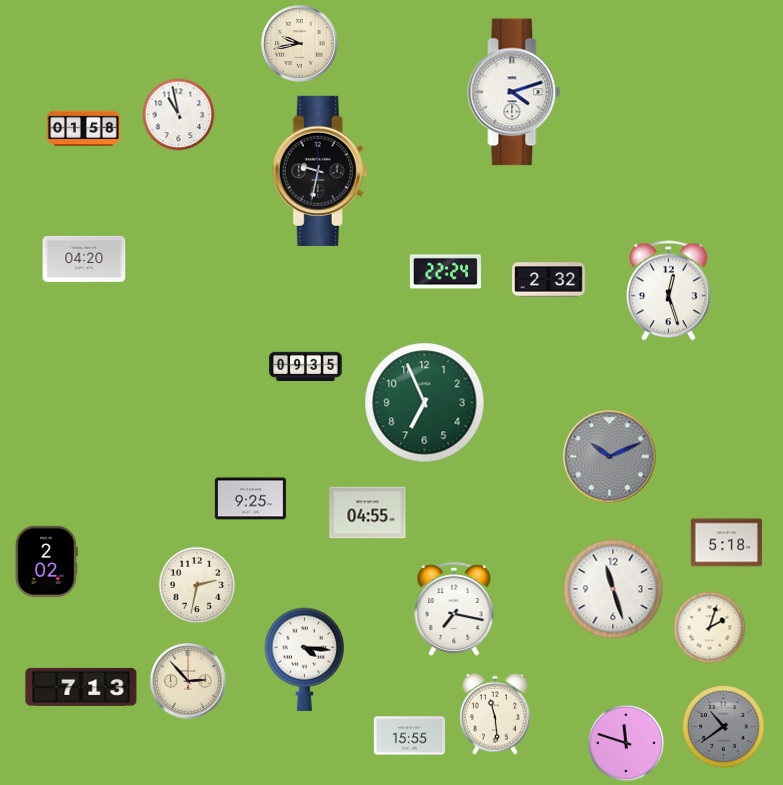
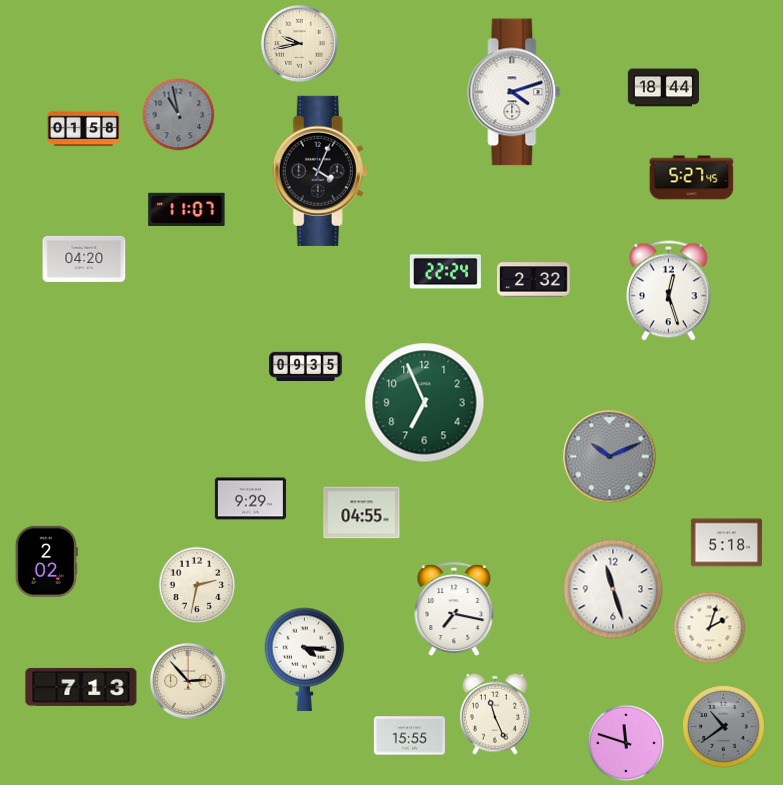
clock at (663, 88): none -> 18:44
clock at (179, 115) dial: white -> grey
clock at (320, 171): 9:32 -> 4:04
clock at (692, 178): none -> 5:27
clock at (187, 209): none -> 11:07
clock at (549, 280) position: (549, 280) -> (534, 280)
clock at (250, 499): 9:25 -> 9:29
clock at (368, 513) position: (368, 513) -> (362, 513)
clock at (495, 714): 11:29 -> 11:26
